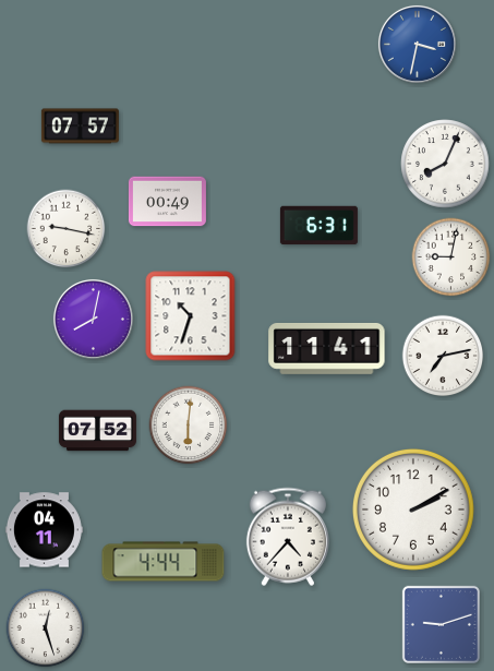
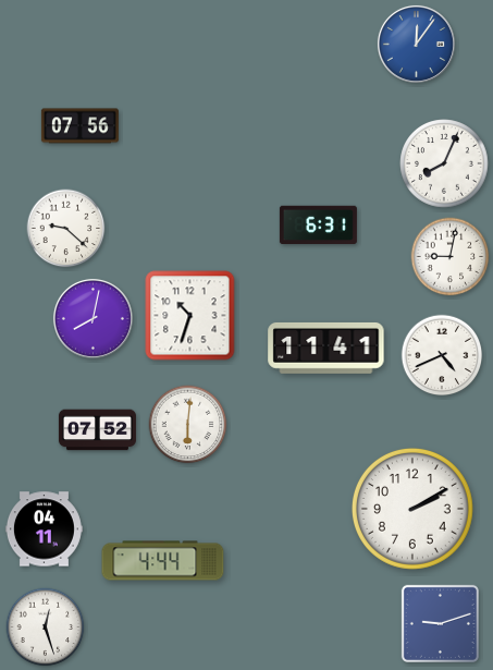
clock at (417, 44): 3:32 -> 12:06
clock at (80, 127): 07:57 -> 07:56
clock at (167, 202): 00:49 -> none
clock at (67, 229): 9:17 -> 9:22
clock at (443, 356): 7:13 -> 4:41
clock at (288, 537): 4:37 -> none
